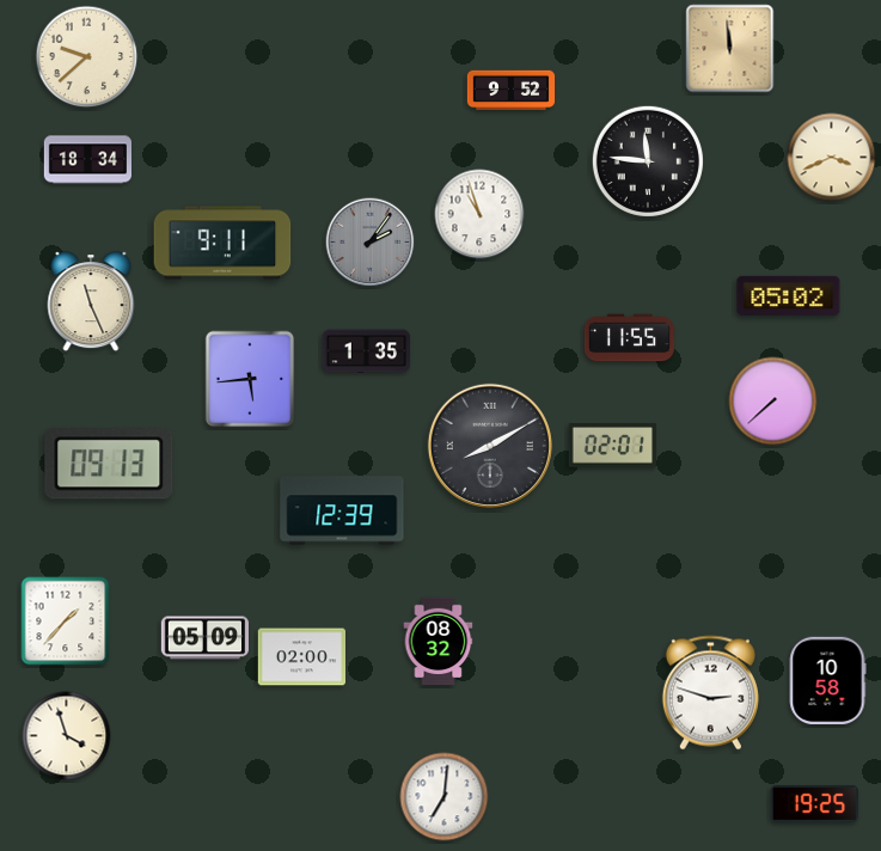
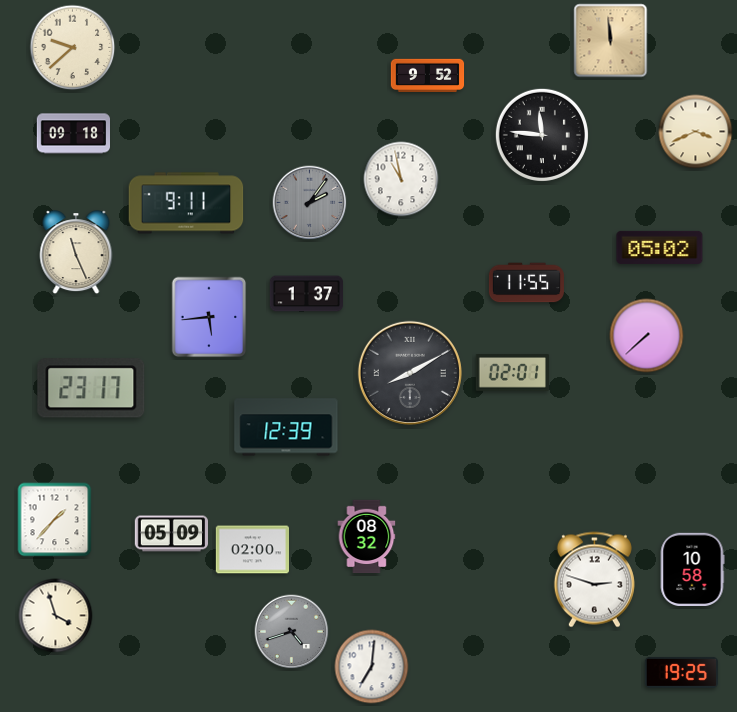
clock at (88, 160): 18:34 -> 09:18
clock at (479, 214): 10:57 -> 10:58
clock at (366, 351): 1:35 -> 1:37
clock at (109, 464): 09:13 -> 23:17
clock at (292, 632): none -> 4:42
